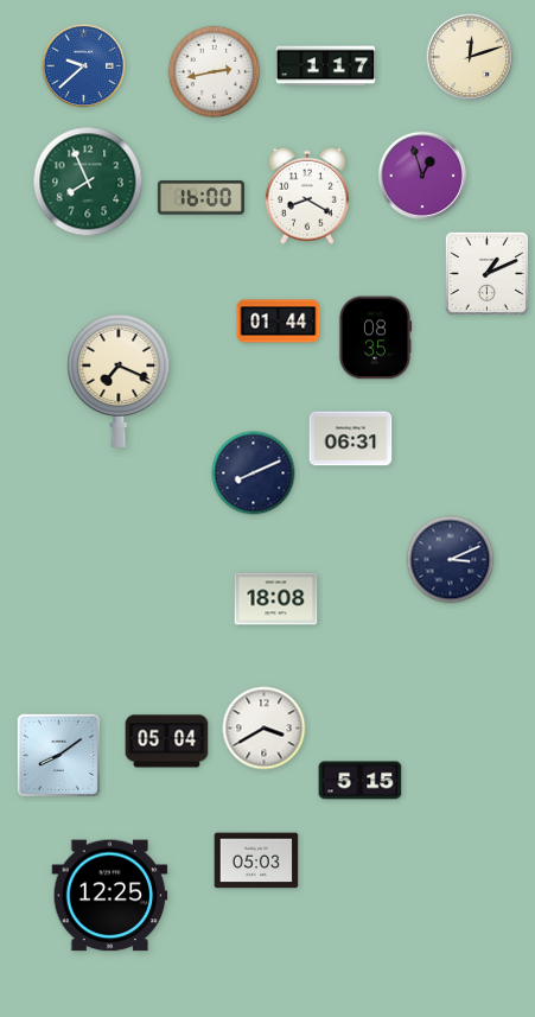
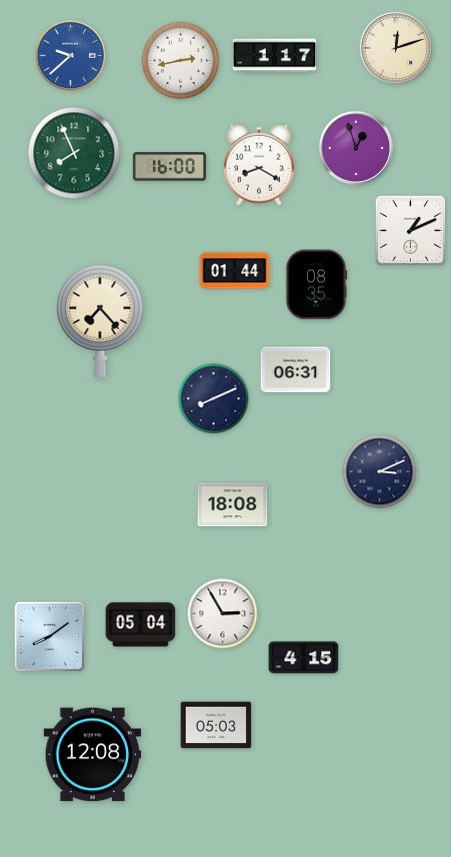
clock at (119, 380): 7:19 -> 7:23
clock at (265, 729): 3:40 -> 2:55
clock at (361, 781): 5:15 -> 4:15
clock at (110, 896): 12:25 -> 12:08
